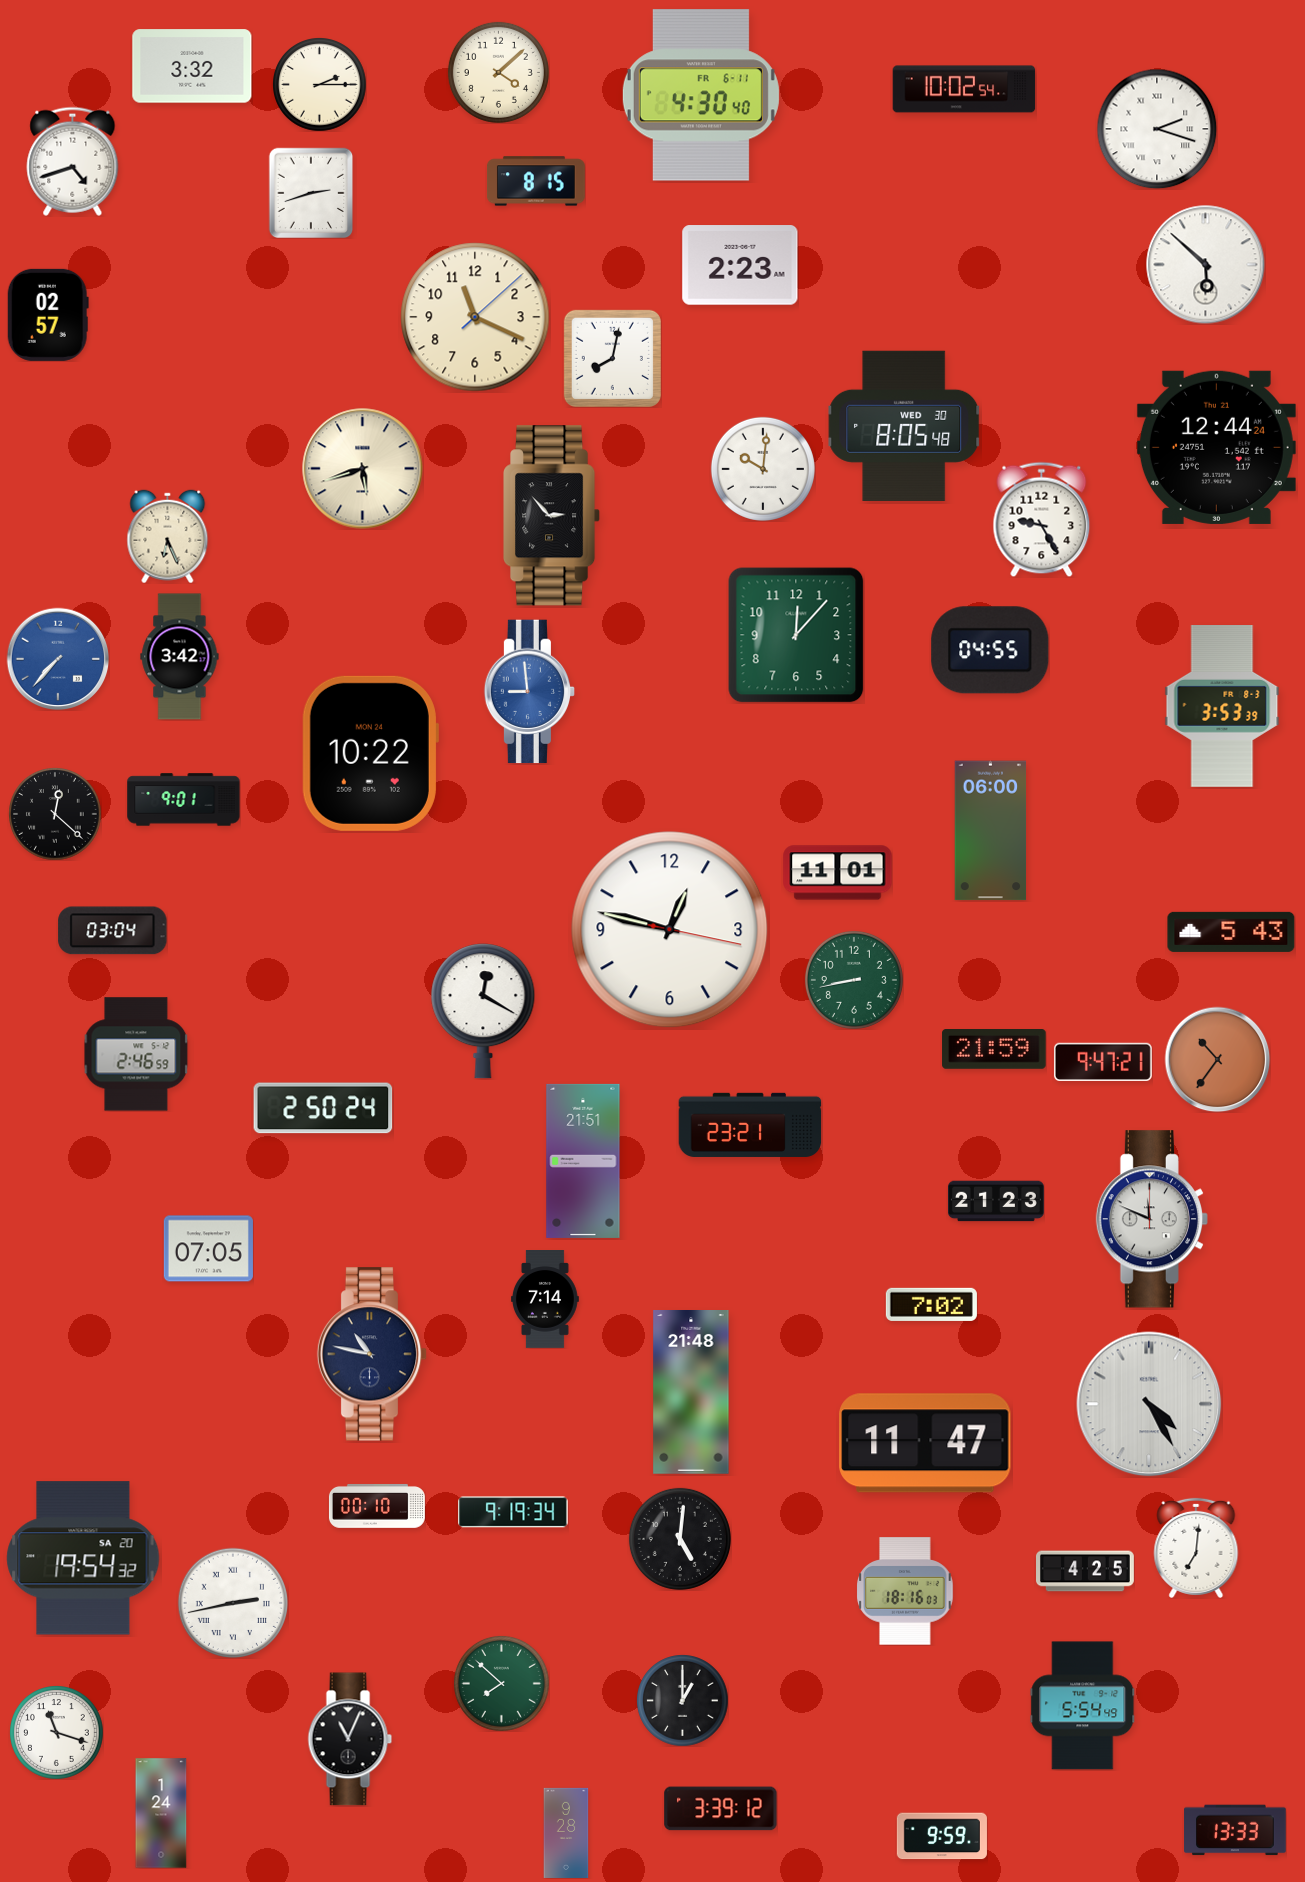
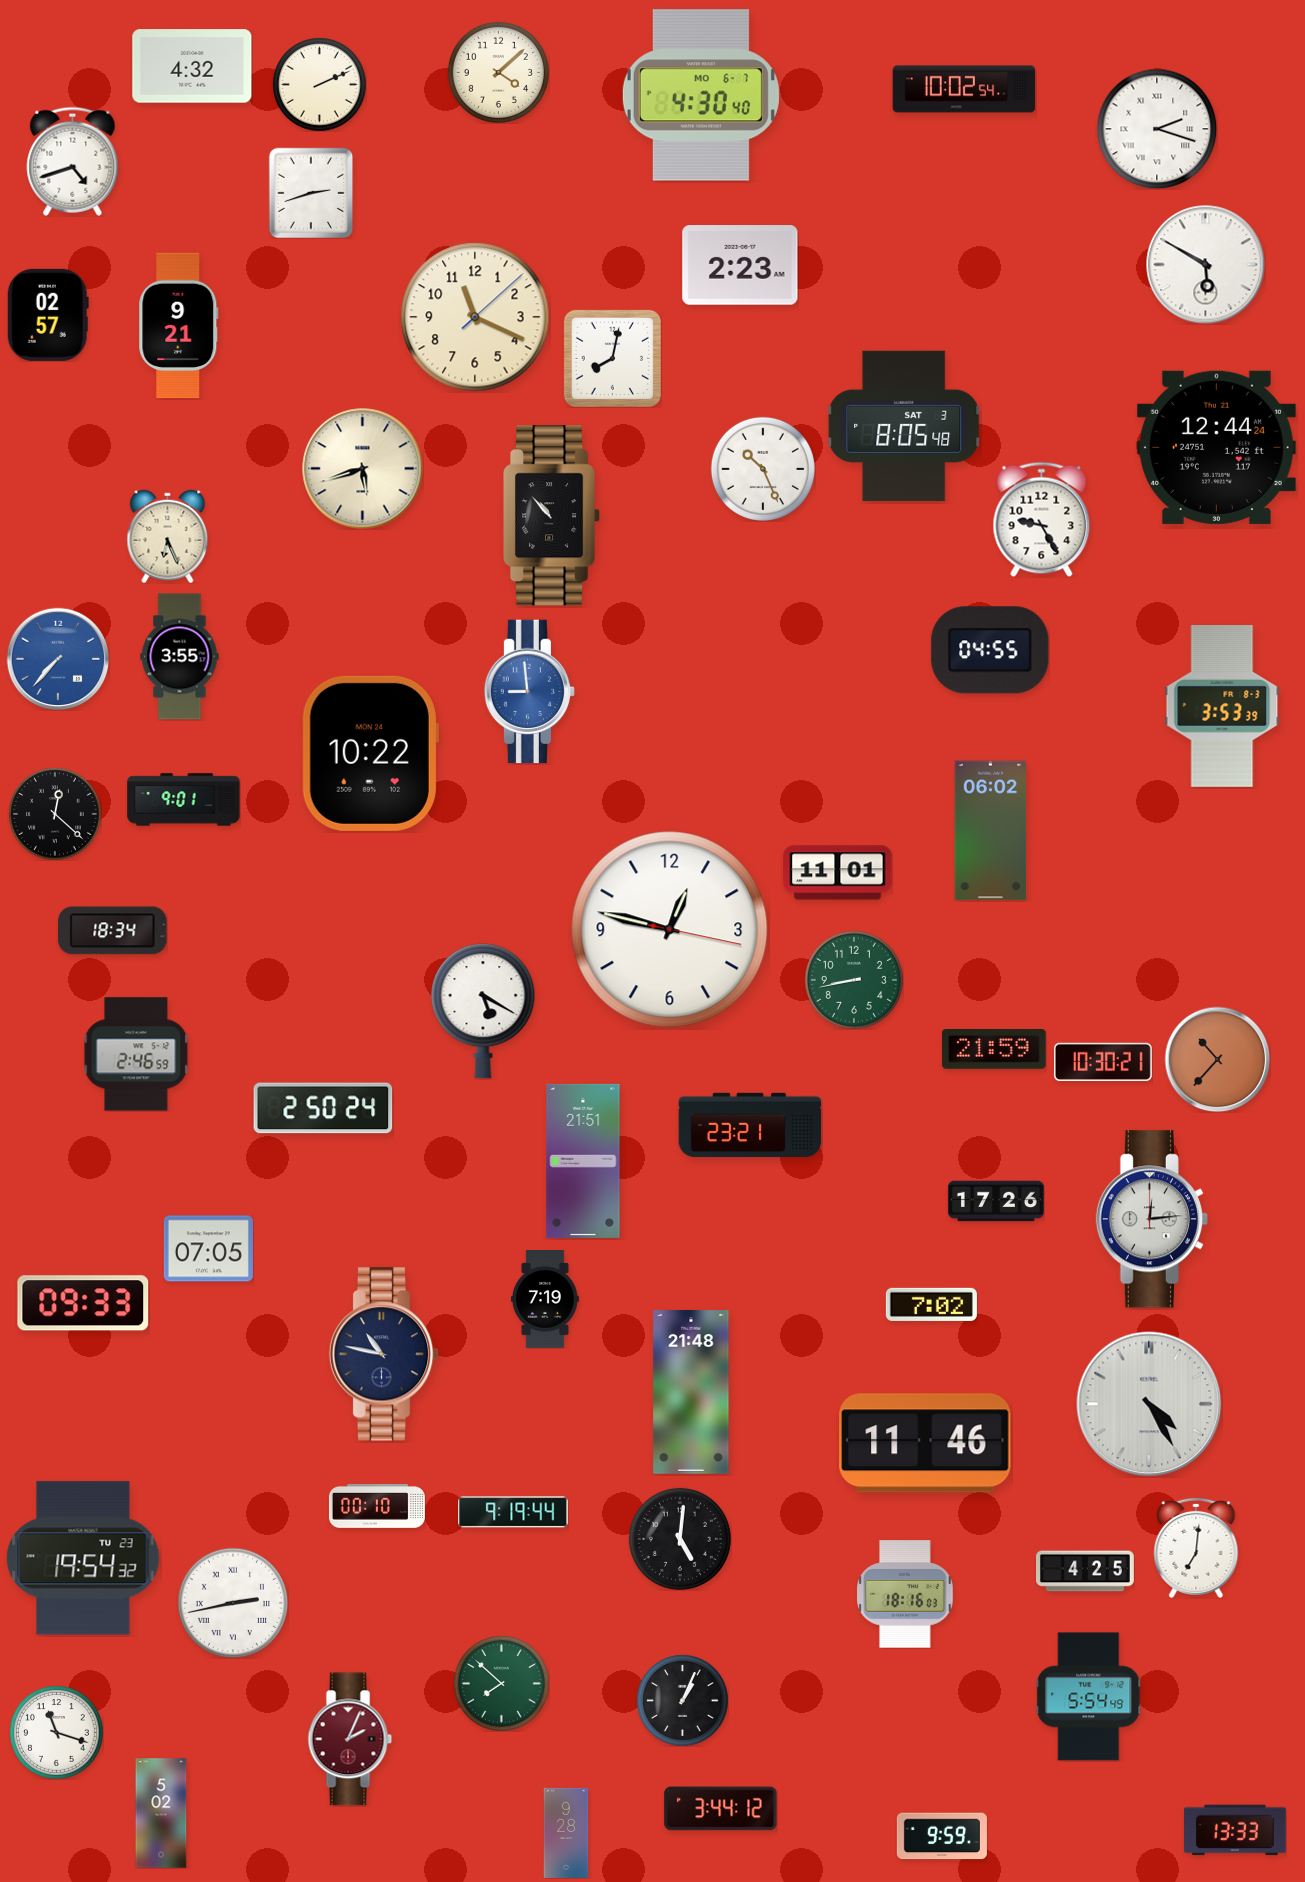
clock at (192, 66): 3:32 -> 4:32
clock at (320, 85): 2:15 -> 2:11
clock at (701, 95) date: FR 6-11 -> MO 6-7
clock at (536, 181): 8:15 -> none
clock at (1206, 265): 5:52 -> 5:50
clock at (179, 326): none -> 9:21
clock at (904, 426) date: WED 30 -> SAT 3
clock at (763, 469): 10:01 -> 10:26
clock at (553, 516): 2:53 -> 10:53
clock at (796, 635): 12:07 -> none
clock at (180, 657): 3:42 -> 3:55
clock at (991, 831): 06:00 -> 06:02
clock at (113, 931): 03:04 -> 18:34
clock at (1231, 932): 5:43 -> none
clock at (483, 1011): 12:20 -> 5:20
clock at (1217, 1059): 10:36 -> 10:37
clock at (1103, 1061): 9:47 -> 10:30
clock at (996, 1201): 21:23 -> 17:26
clock at (1151, 1219): 11:49 -> 12:14
clock at (545, 1300): 7:14 -> 7:19
clock at (83, 1303): none -> 09:33
clock at (372, 1354) position: (372, 1354) -> (384, 1354)
clock at (925, 1443): 11:47 -> 11:46
clock at (513, 1512): 9:19:34 -> 9:19:44
clock at (83, 1558) date: SA 20 -> TU 23
clock at (905, 1591) position: (905, 1591) -> (905, 1594)
clock at (682, 1700): 1:00 -> 1:04
clock at (1083, 1706) position: (1083, 1706) -> (1089, 1697)
clock at (350, 1739): 11:04 -> 2:04
clock at (350, 1739) dial: black -> burgundy
clock at (721, 1809): 3:39 -> 3:44
clock at (161, 1813): 1:24 -> 5:02
